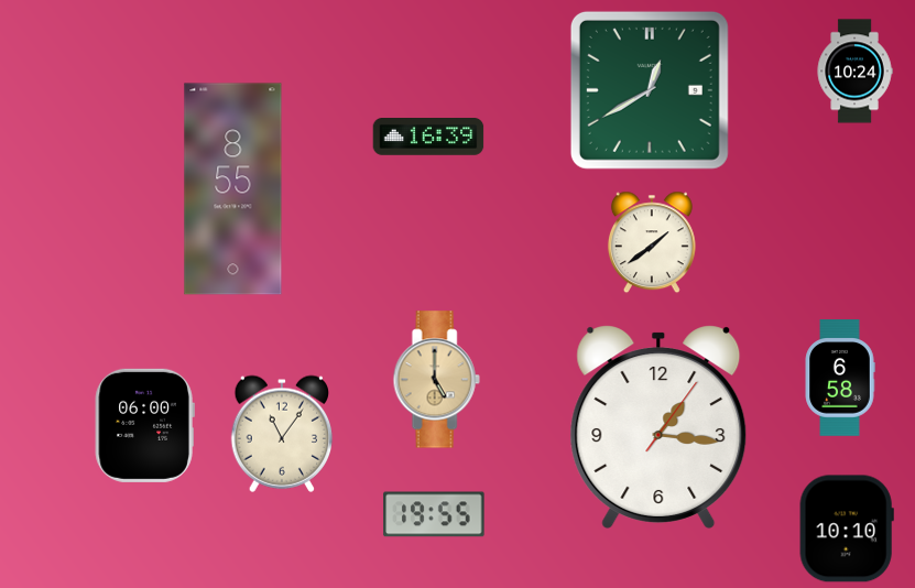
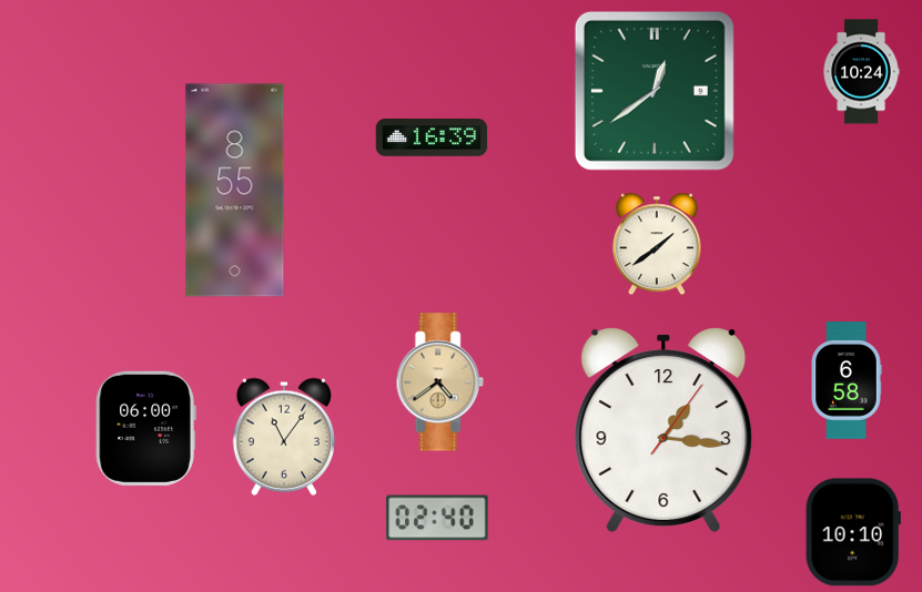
clock at (650, 90): 12:40 -> 12:39
clock at (436, 380): 5:00 -> 4:39
clock at (434, 514): 19:55 -> 02:40
